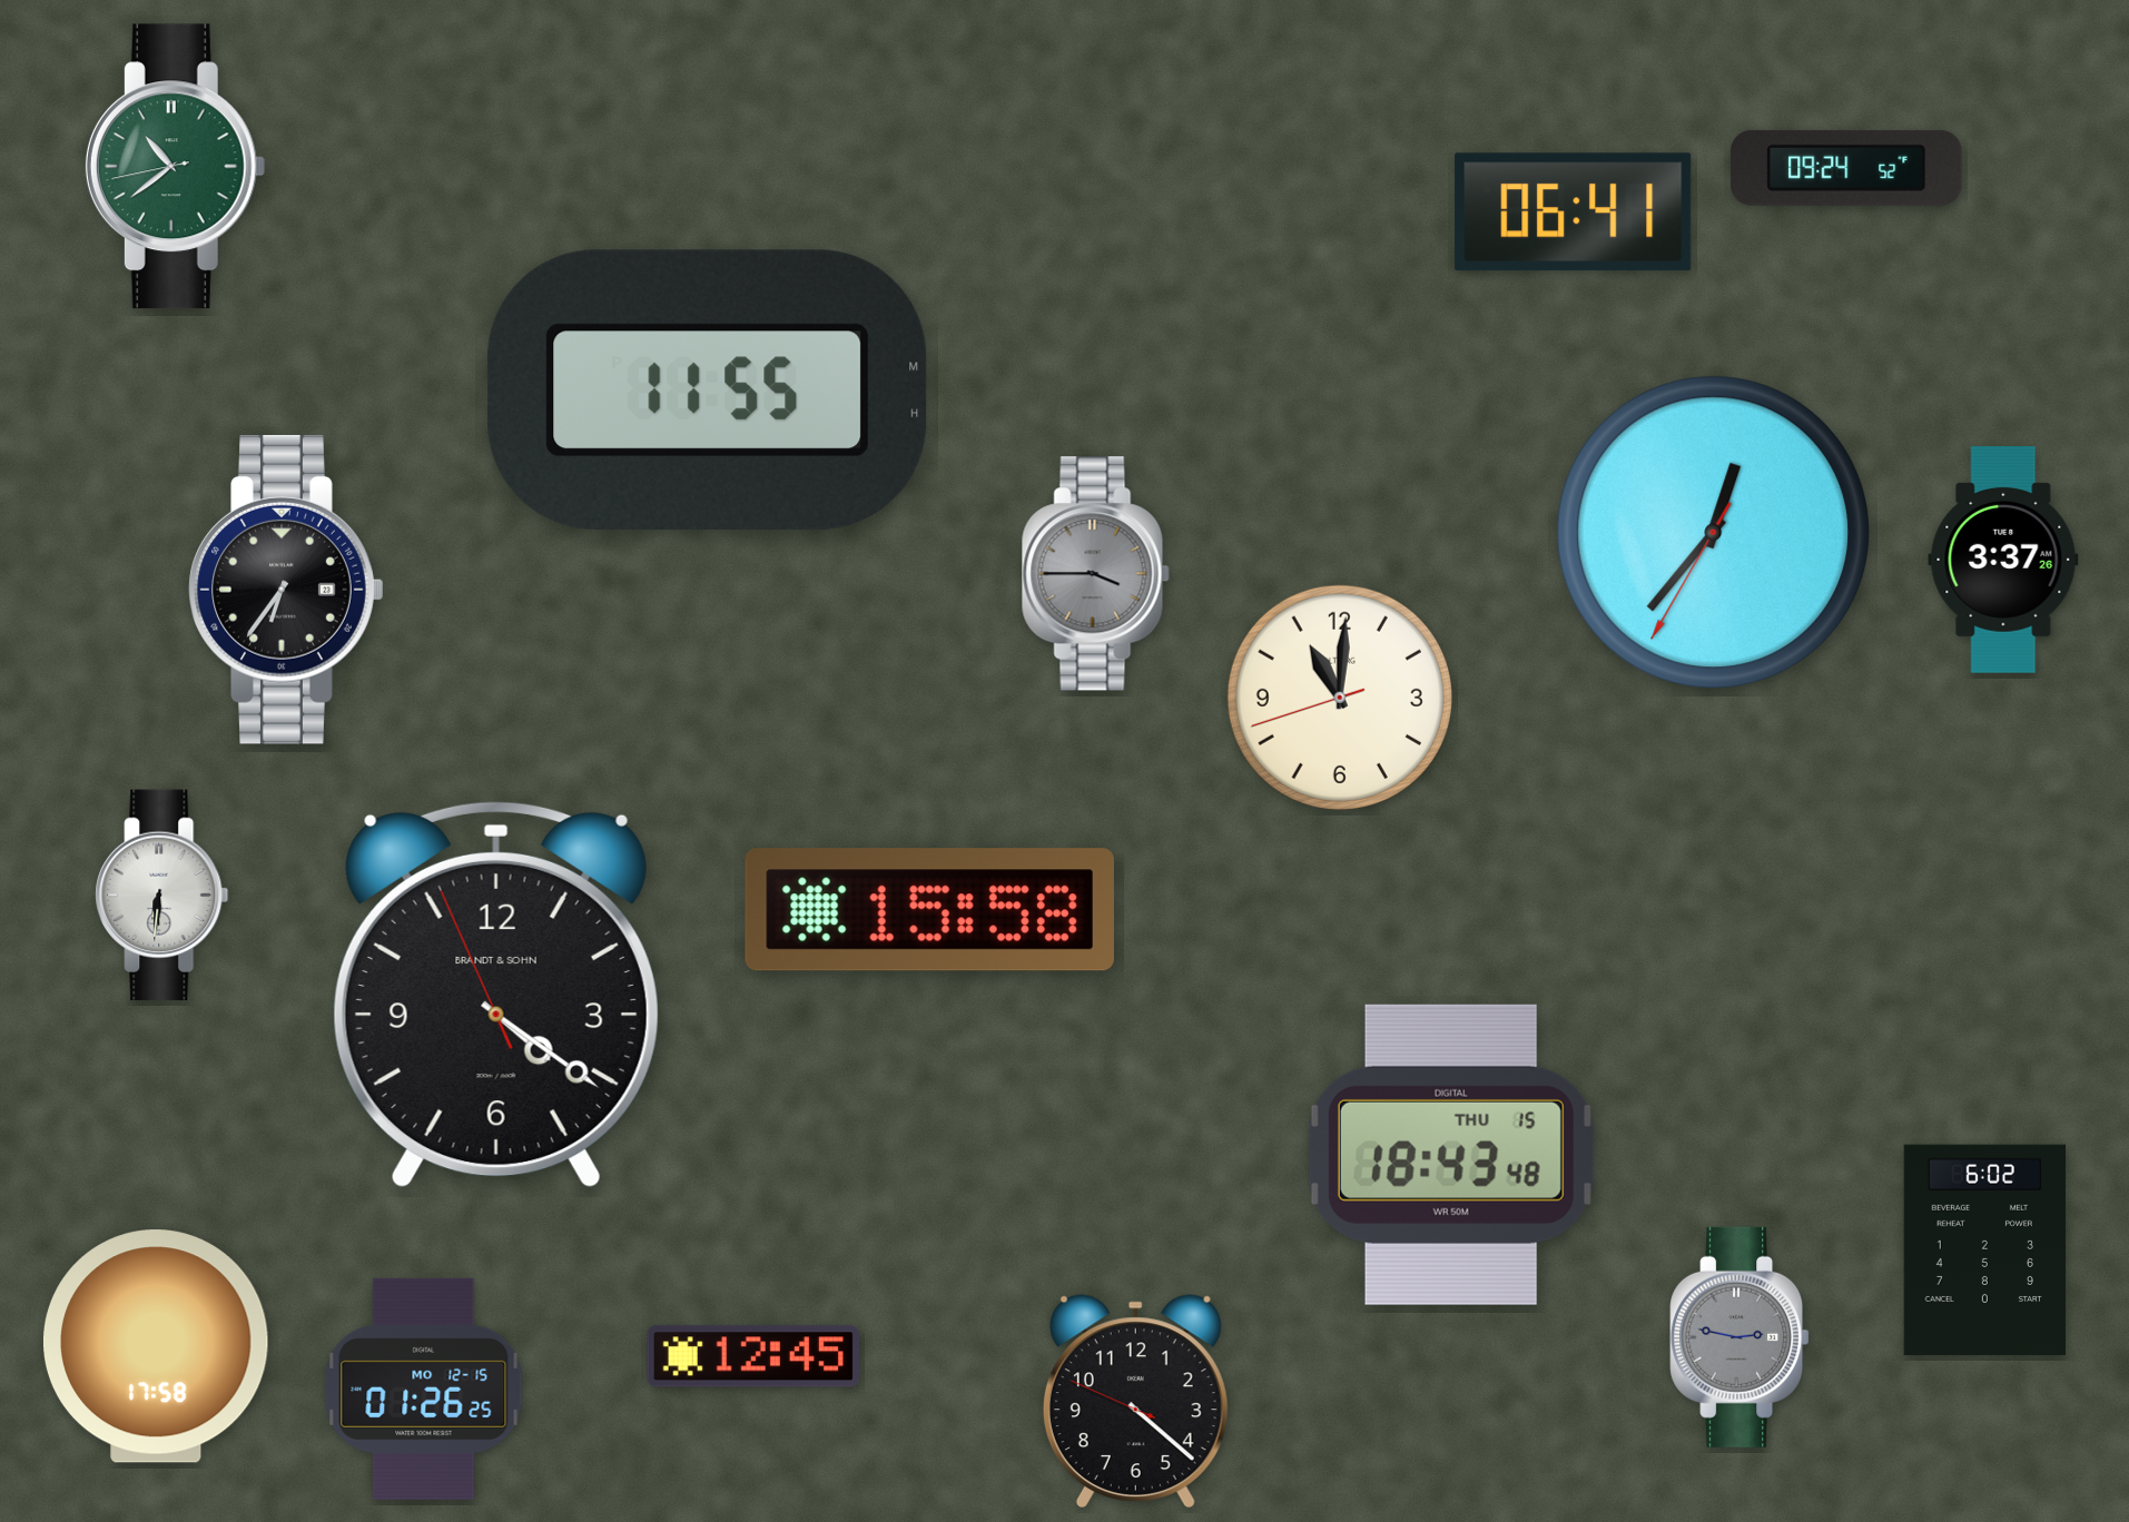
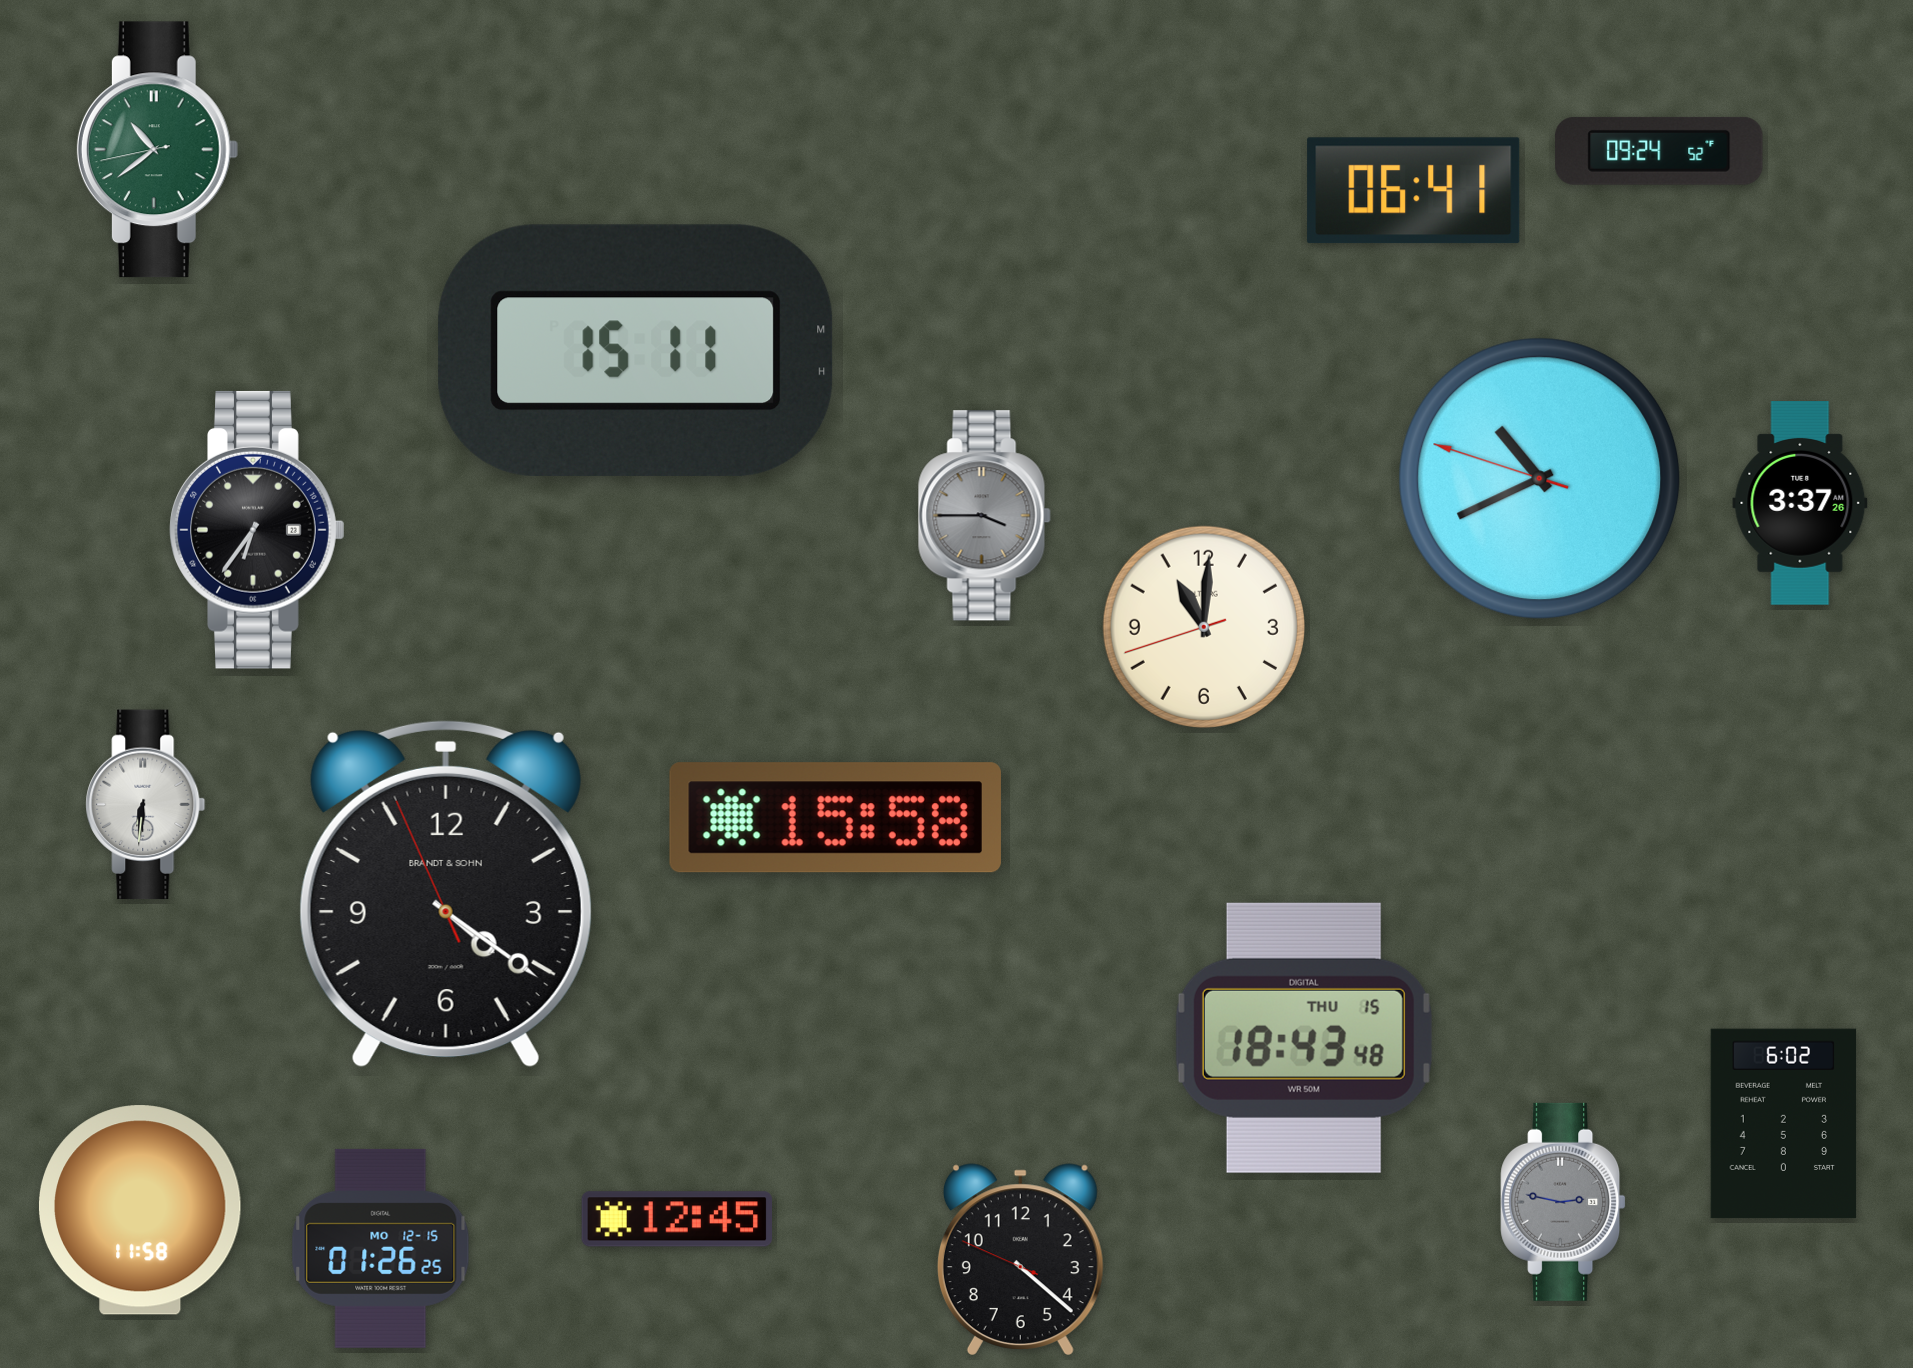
clock at (708, 389): 11:55 -> 15:11
clock at (1714, 533): 12:36 -> 10:40
clock at (156, 1346): 17:58 -> 11:58
